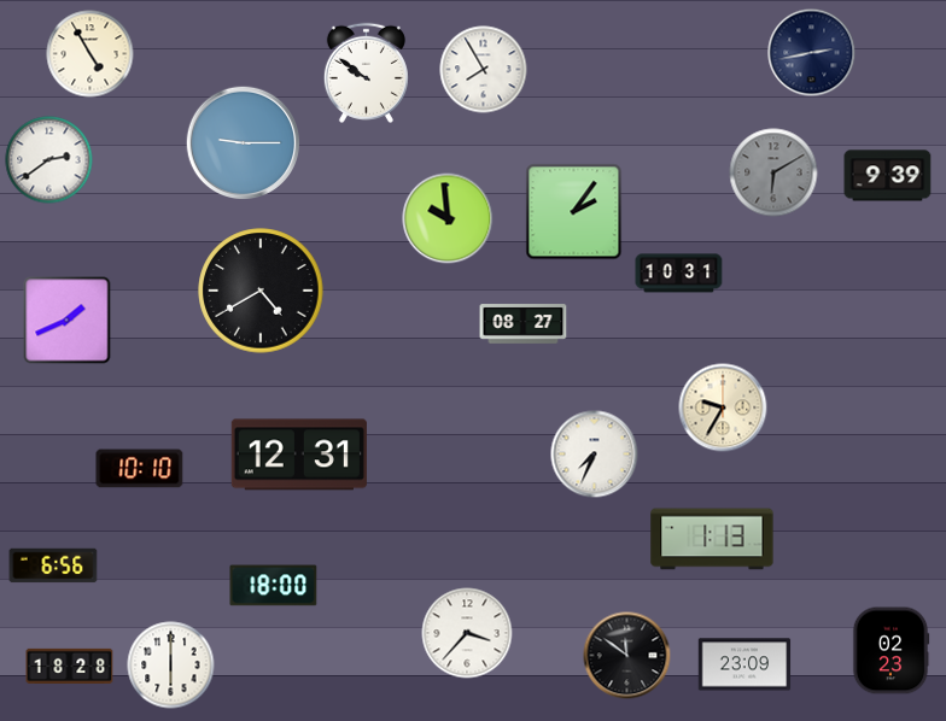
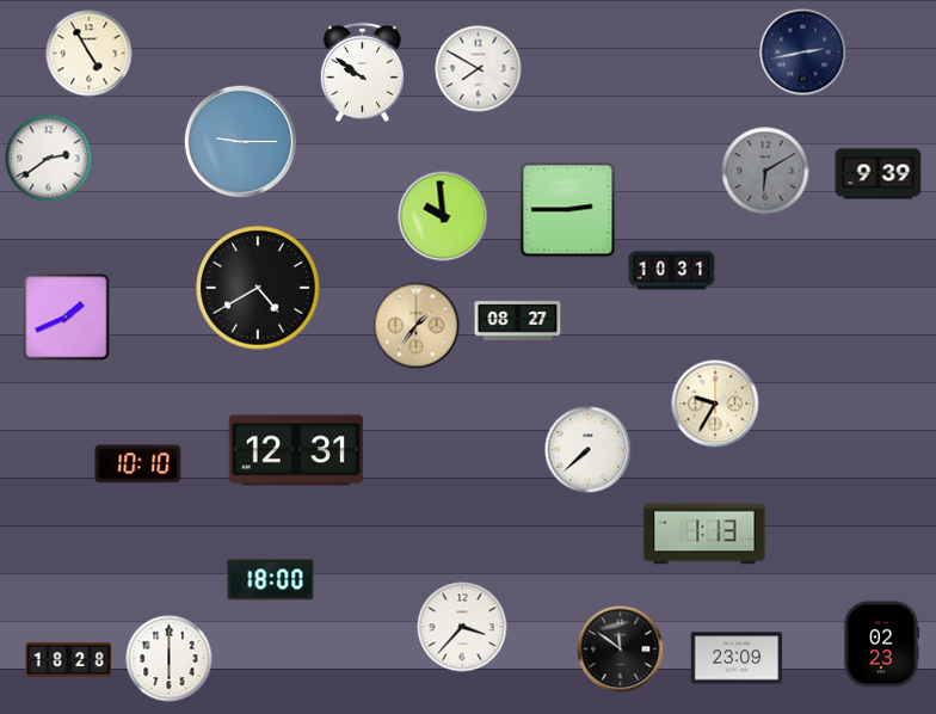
clock at (484, 70): 7:55 -> 7:50
clock at (574, 212): 2:06 -> 2:45
clock at (417, 326): none -> 1:36
clock at (595, 455): 7:34 -> 7:38
clock at (53, 565): 6:56 -> none
